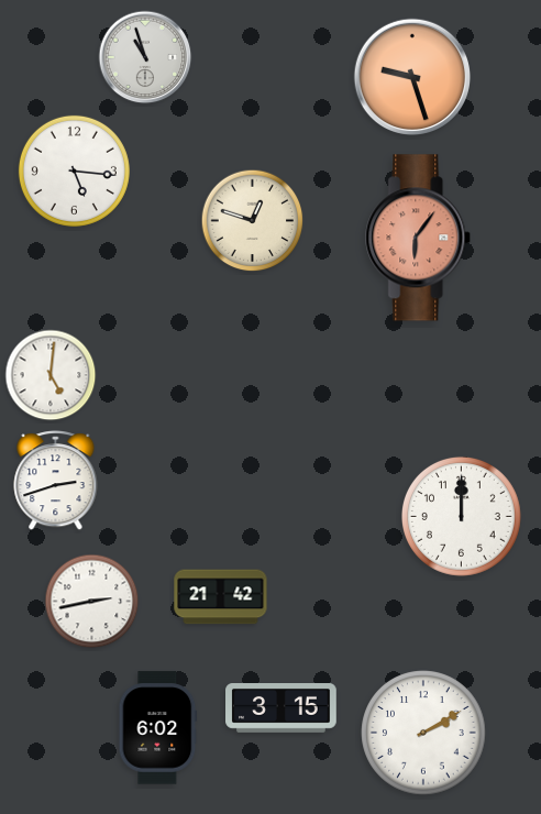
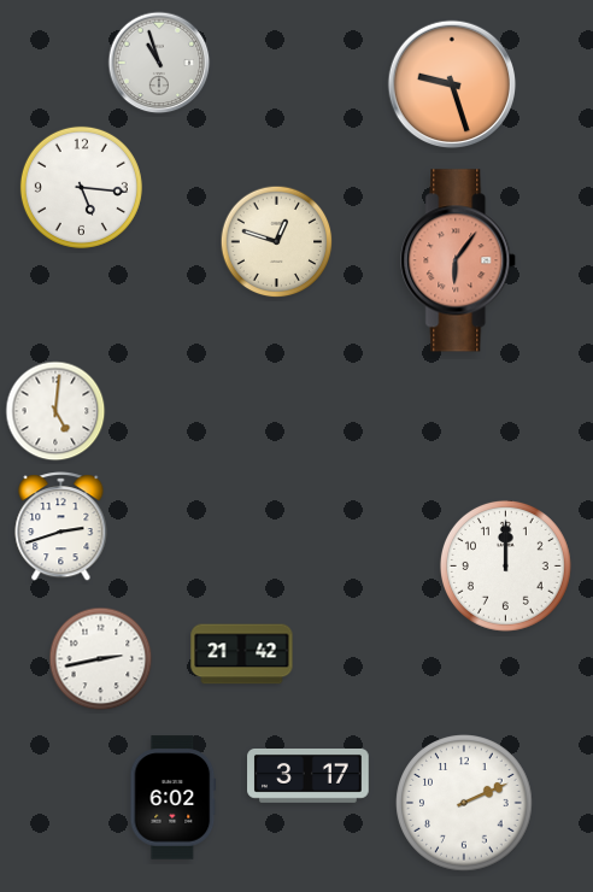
clock at (281, 708): 3:15 -> 3:17
clock at (423, 733): 2:10 -> 2:11
